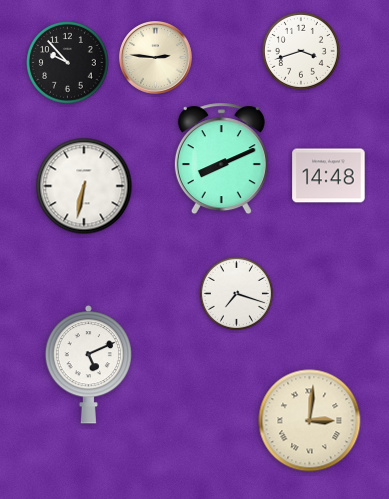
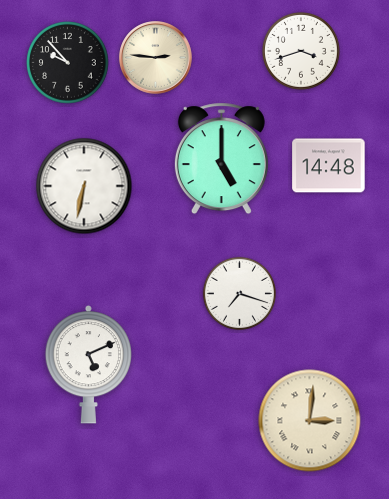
clock at (221, 159): 8:11 -> 5:00
clock at (329, 176) position: (329, 176) -> (329, 166)
clock at (236, 293) position: (236, 293) -> (239, 293)
